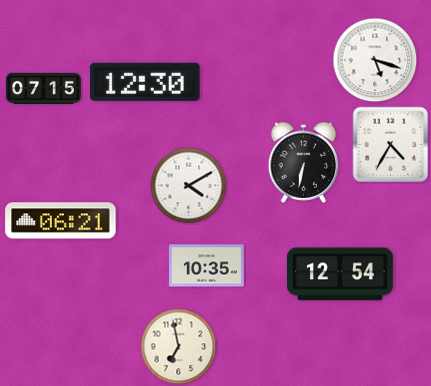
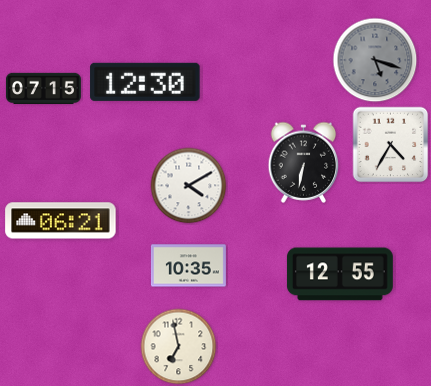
clock at (375, 60) dial: white -> grey
clock at (206, 266) position: (206, 266) -> (188, 266)
clock at (340, 274): 12:54 -> 12:55
